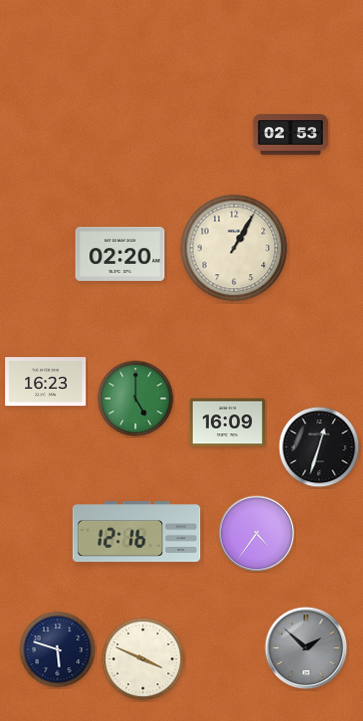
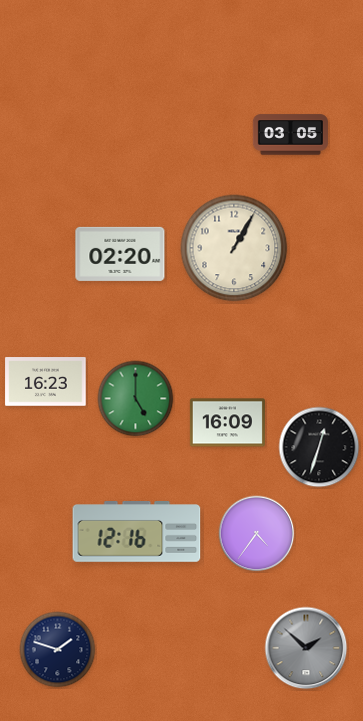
clock at (290, 135): 02:53 -> 03:05
clock at (58, 650): 5:48 -> 1:48
clock at (143, 659): 3:49 -> none
